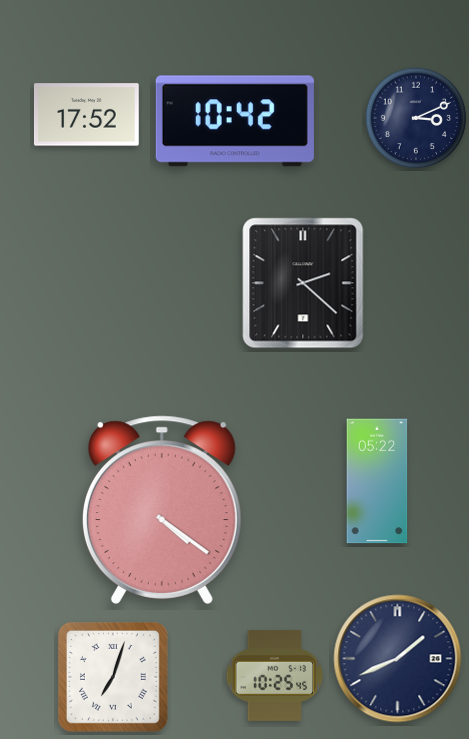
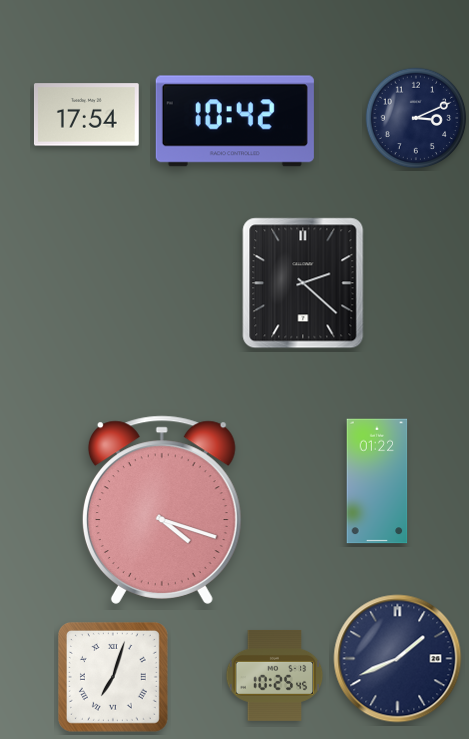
clock at (86, 115): 17:52 -> 17:54
clock at (377, 481): 05:22 -> 01:22
clock at (162, 510): 4:21 -> 4:18
